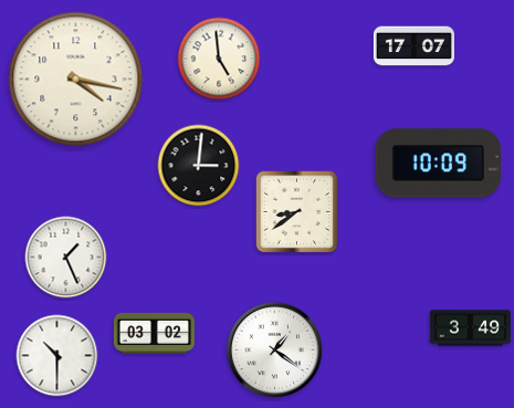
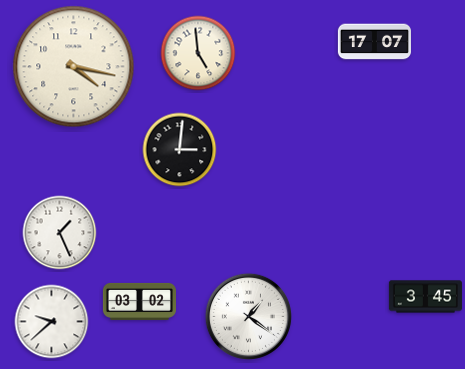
clock at (76, 80) position: (76, 80) -> (74, 67)
clock at (438, 164): 10:09 -> none
clock at (297, 212): 8:39 -> none
clock at (470, 328): 3:49 -> 3:45
clock at (57, 356): 10:30 -> 9:38
